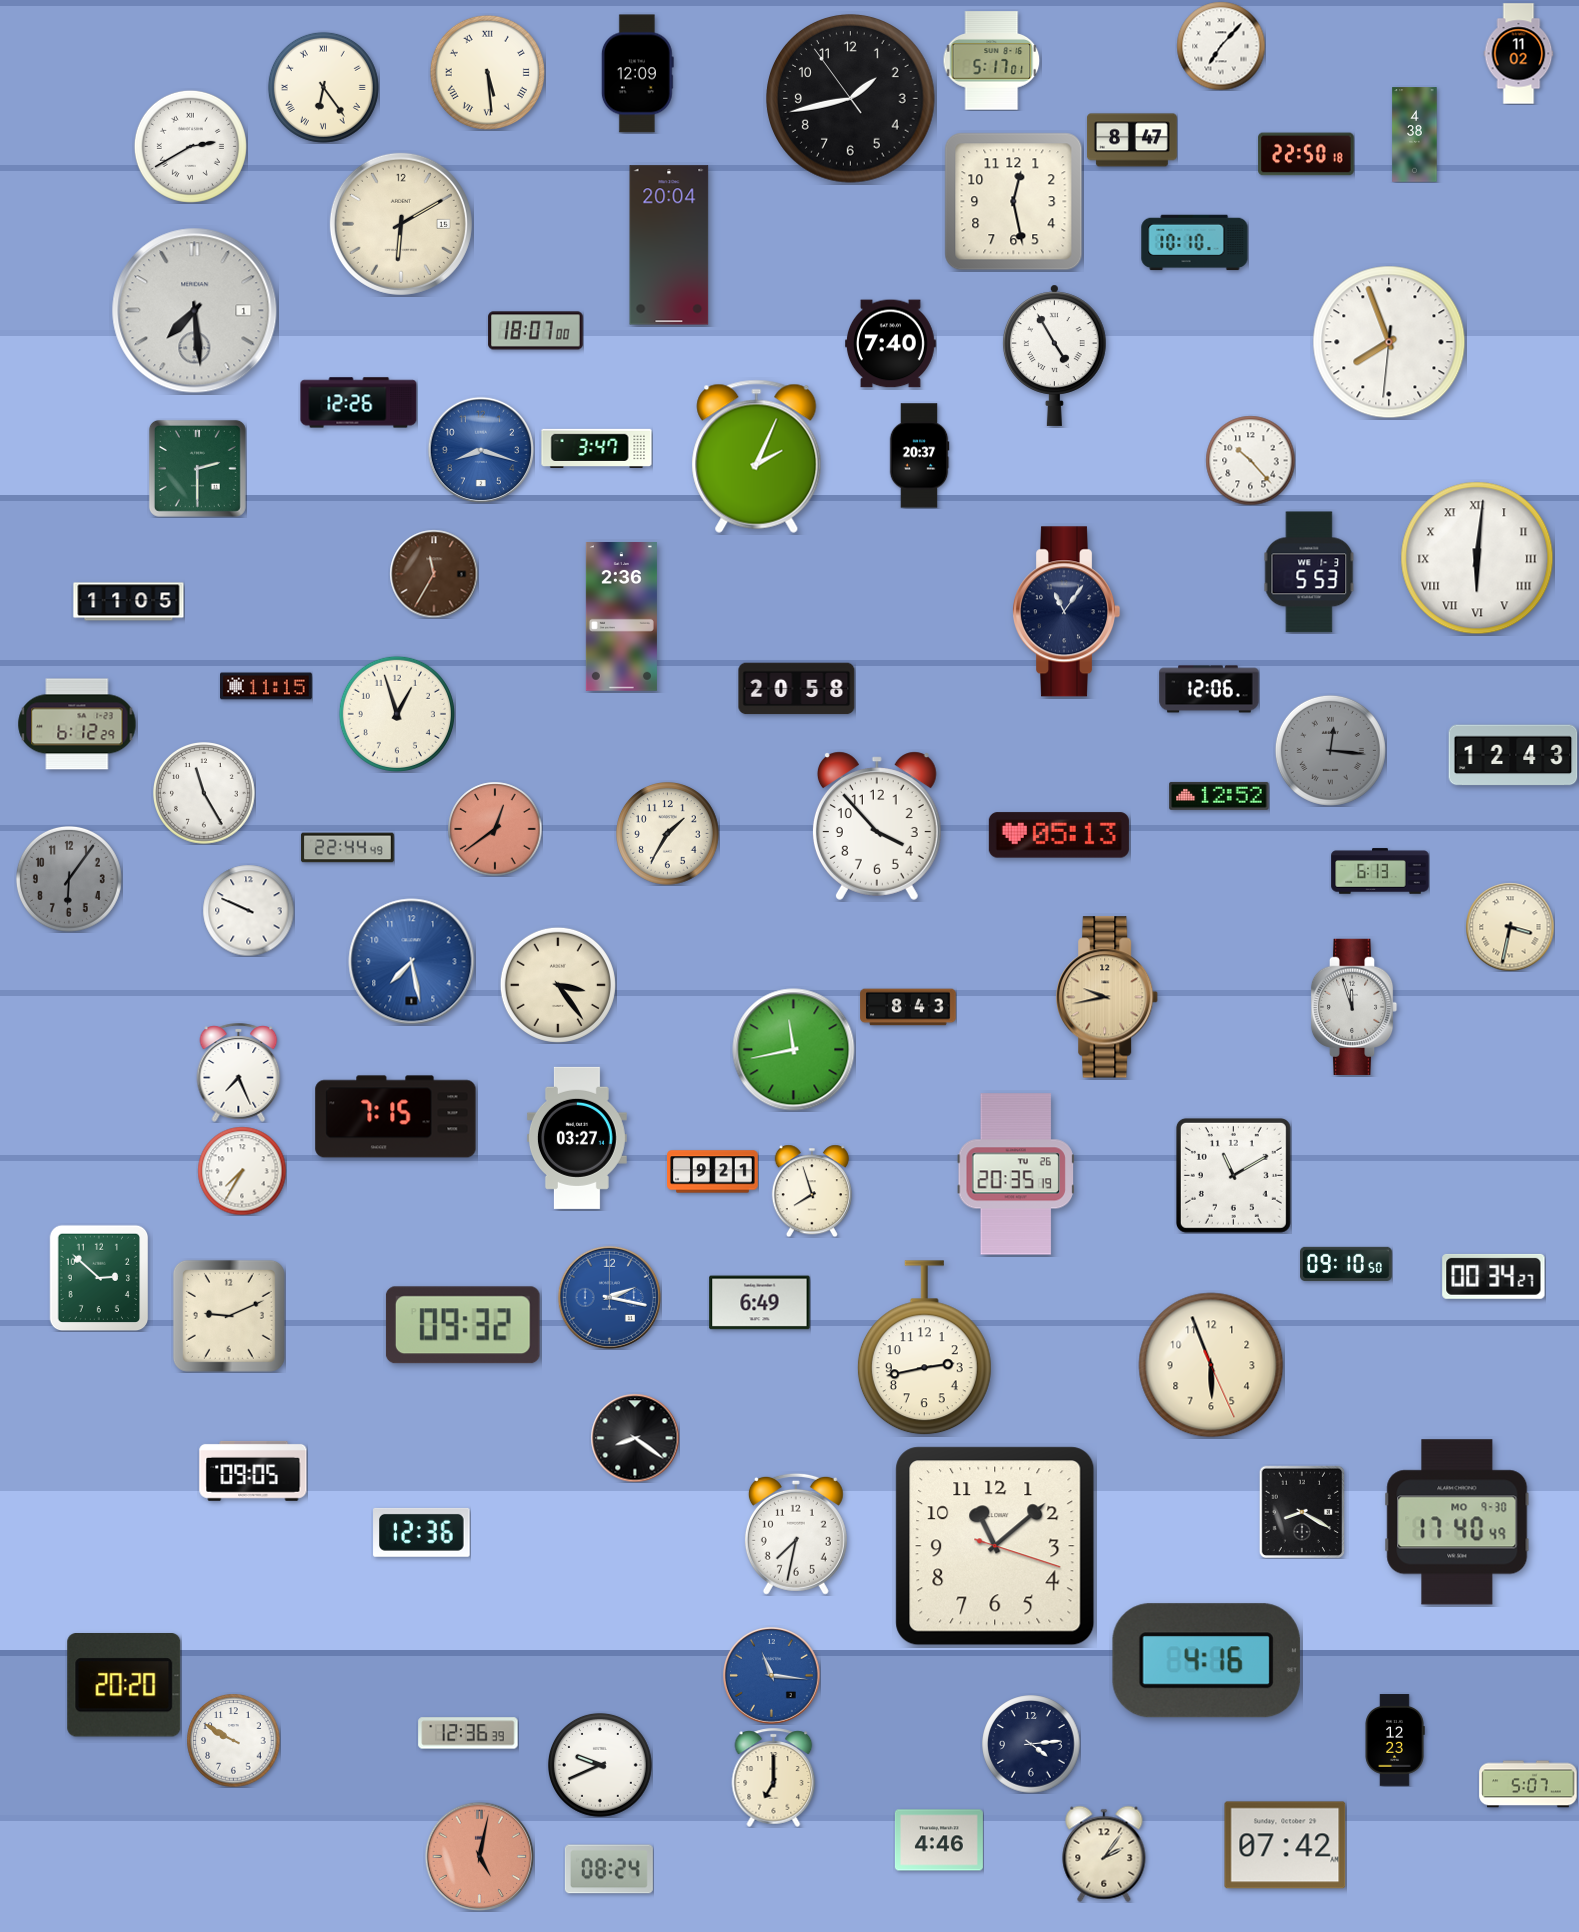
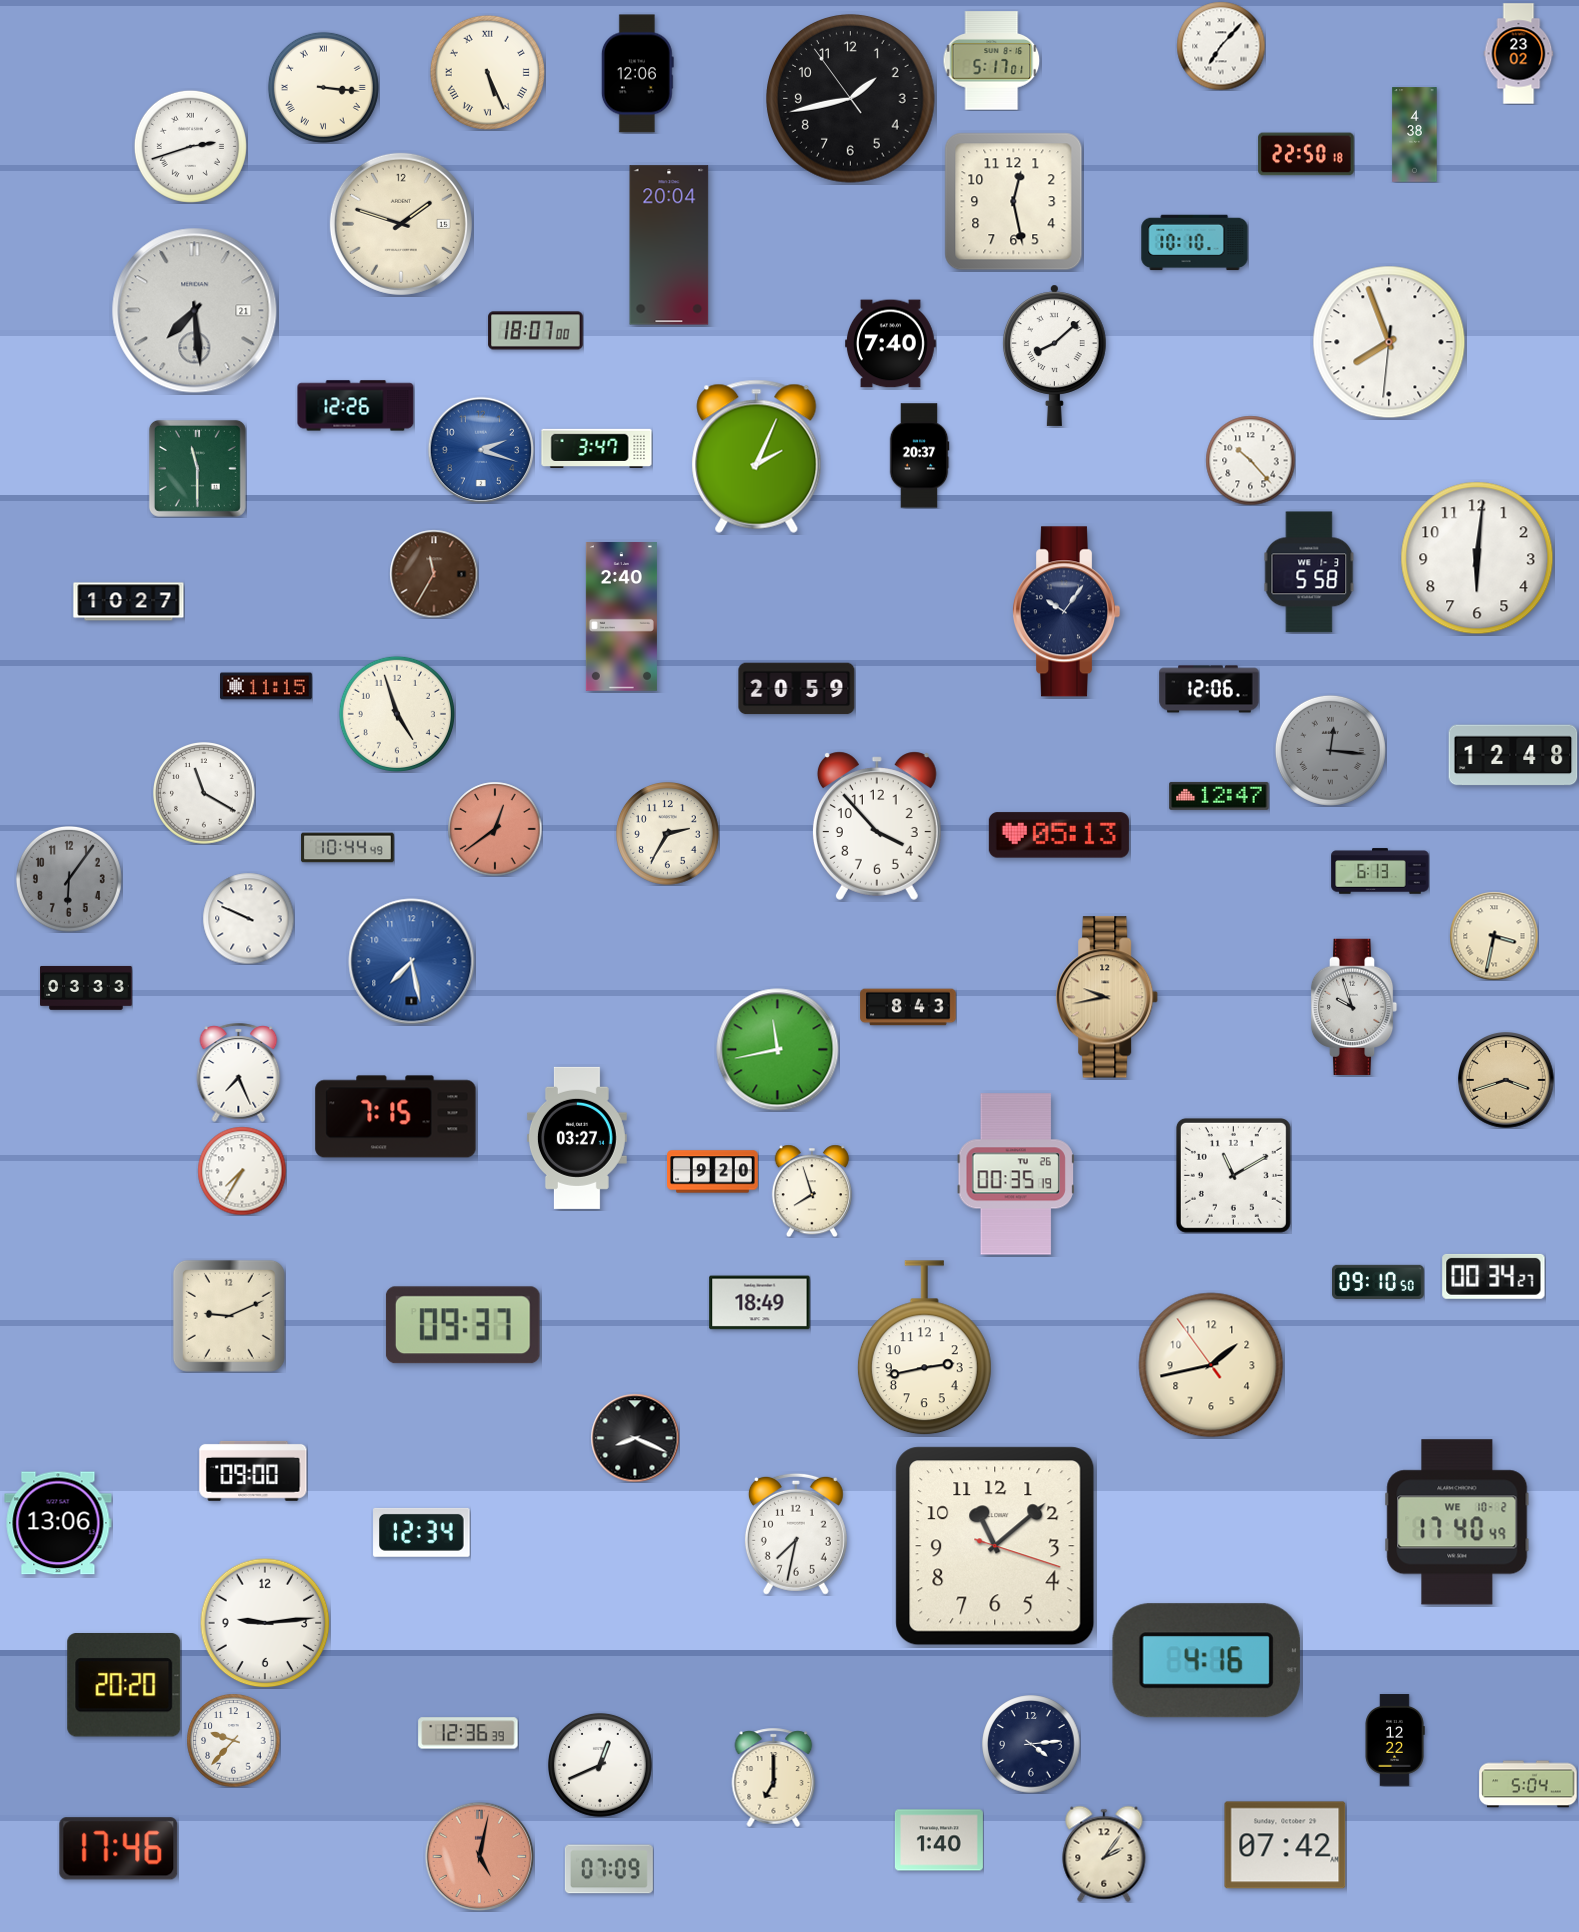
clock at (1519, 54): 11:02 -> 23:02
clock at (487, 72): 5:29 -> 5:26
clock at (637, 74): 12:09 -> 12:06
clock at (323, 87): 6:24 -> 3:16
clock at (1132, 140): 8:47 -> none
clock at (190, 146): 2:40 -> 2:42
clock at (401, 224): 6:10 -> 1:48
clock at (195, 311) date: 1 -> 21
clock at (1054, 355): 4:55 -> 8:08
clock at (359, 403) position: (359, 403) -> (356, 406)
clock at (480, 449): 8:18 -> 2:18
clock at (197, 468): 2:30 -> 11:30
clock at (1477, 558) numerals: Roman -> Arabic
clock at (1309, 572): 5:53 -> 5:58
clock at (129, 602): 11:05 -> 10:27
clock at (1067, 612): 11:06 -> 10:06
clock at (621, 617): 2:36 -> 2:40
clock at (797, 689): 20:58 -> 20:59
clock at (397, 714): 12:57 -> 4:57
clock at (77, 724): 6:12 -> none
clock at (1513, 755): 12:43 -> 12:48
clock at (205, 794): 11:25 -> 11:20
clock at (1219, 796): 12:52 -> 12:47
clock at (668, 834): 1:35 -> 2:35
clock at (348, 848): 22:44 -> 10:44
clock at (248, 910) position: (248, 910) -> (248, 918)
clock at (1510, 927) position: (1510, 927) -> (1494, 936)
clock at (558, 985): 3:24 -> none
clock at (87, 988): none -> 03:33
clock at (1354, 1007): 11:57 -> 9:57
clock at (794, 1050) position: (794, 1050) -> (778, 1050)
clock at (1507, 1081): none -> 3:42
clock at (713, 1172): 9:21 -> 9:20
clock at (1015, 1174): 20:35 -> 00:35
clock at (1347, 1264) position: (1347, 1264) -> (1379, 1282)
clock at (99, 1278): 2:52 -> none
clock at (609, 1297): 2:17 -> none
clock at (760, 1303): 6:49 -> 18:49
clock at (463, 1325): 09:32 -> 09:37
clock at (1211, 1365): 5:56 -> 1:42
clock at (635, 1438): 8:21 -> 8:19
clock at (253, 1471): 09:05 -> 09:00
clock at (1301, 1511): 8:20 -> none
clock at (1457, 1522) date: MO 9-30 -> WE 10-2
clock at (58, 1523): none -> 13:06
clock at (422, 1532): 12:36 -> 12:34
clock at (265, 1623): none -> 9:14
clock at (772, 1676): 11:16 -> none
clock at (233, 1740): 9:50 -> 9:37
clock at (1395, 1740): 12:23 -> 12:22
clock at (600, 1765): 9:41 -> 12:41
clock at (1528, 1784): 5:07 -> 5:04
clock at (939, 1840): 4:46 -> 1:40
clock at (119, 1849): none -> 17:46
clock at (609, 1869): 08:24 -> 07:09
